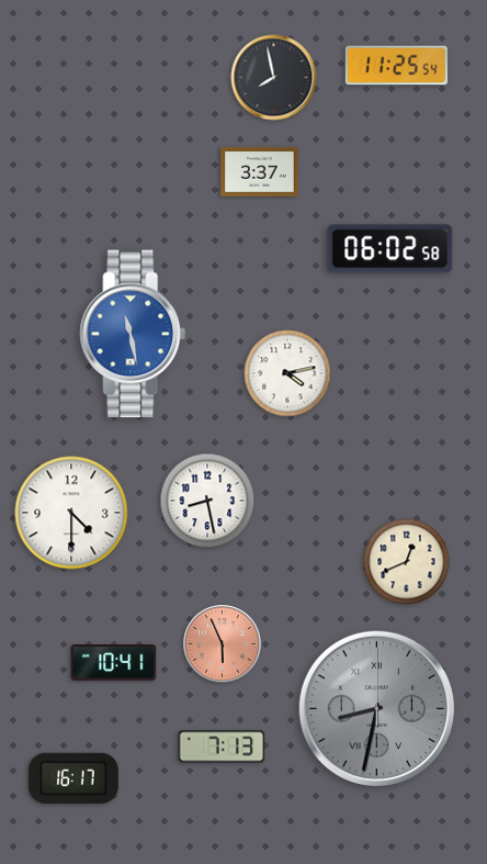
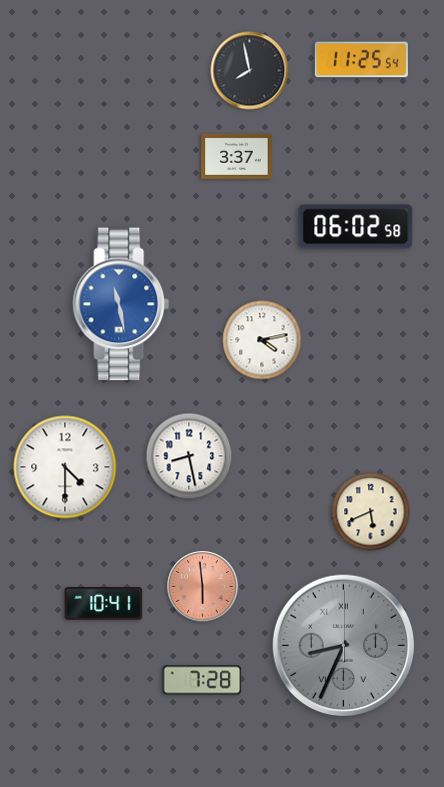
clock at (407, 562): 12:41 -> 5:41
clock at (223, 644): 5:56 -> 5:59
clock at (376, 708): 8:32 -> 8:34
clock at (222, 747): 7:13 -> 7:28
clock at (73, 778): 16:17 -> none
